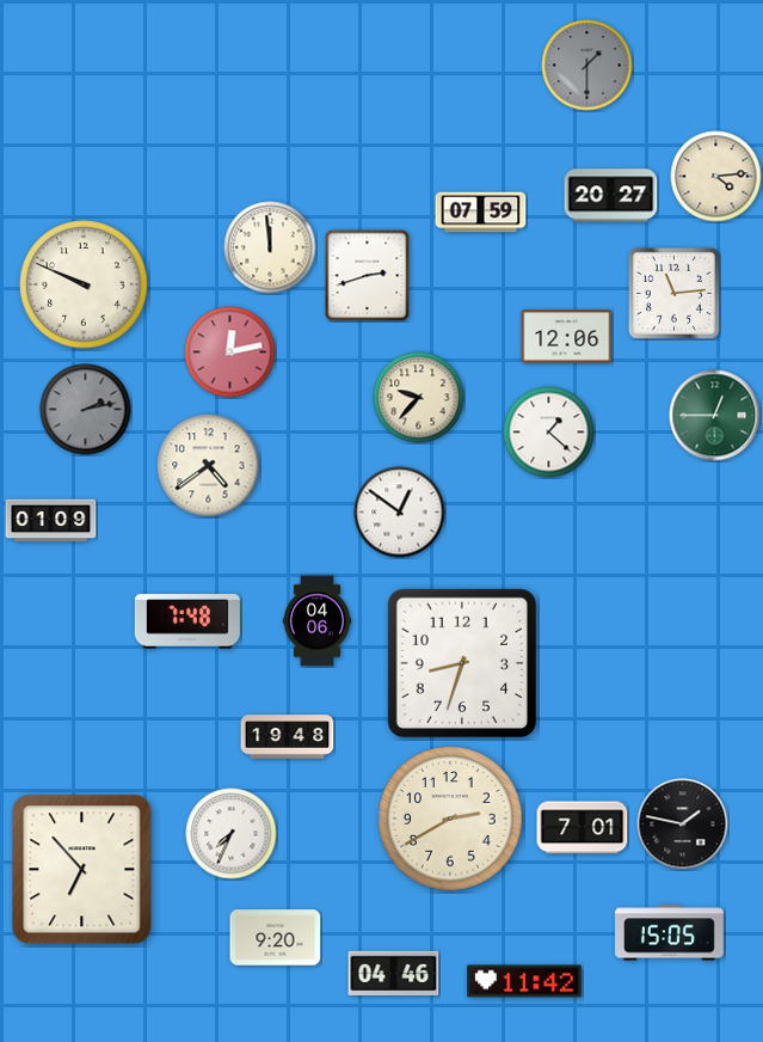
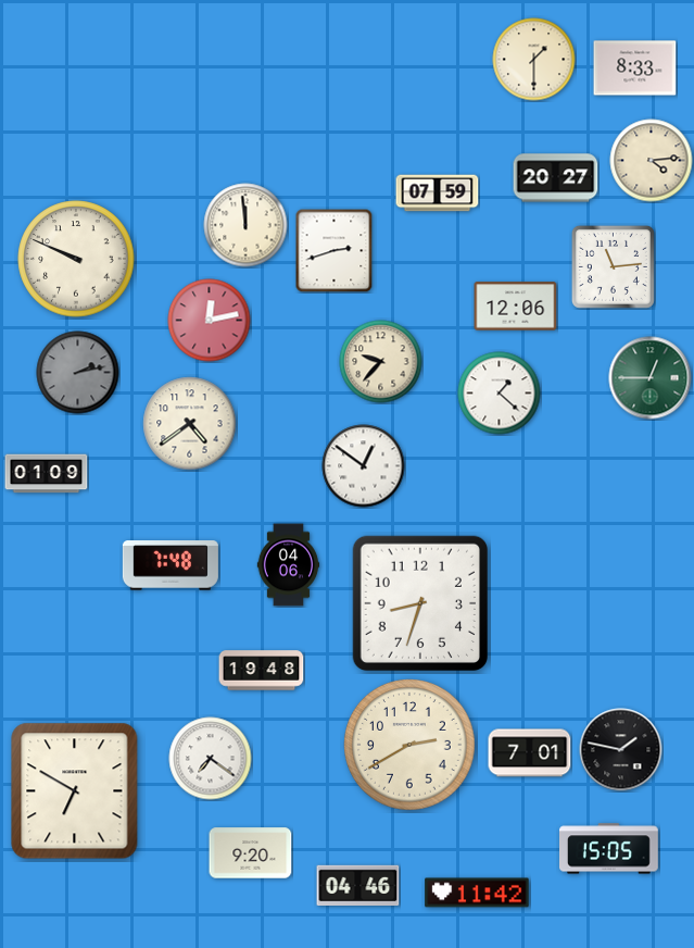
clock at (587, 66) dial: grey -> cream
clock at (635, 68): none -> 8:33
clock at (232, 834): 7:34 -> 7:21
clock at (82, 870): 6:53 -> 6:50
